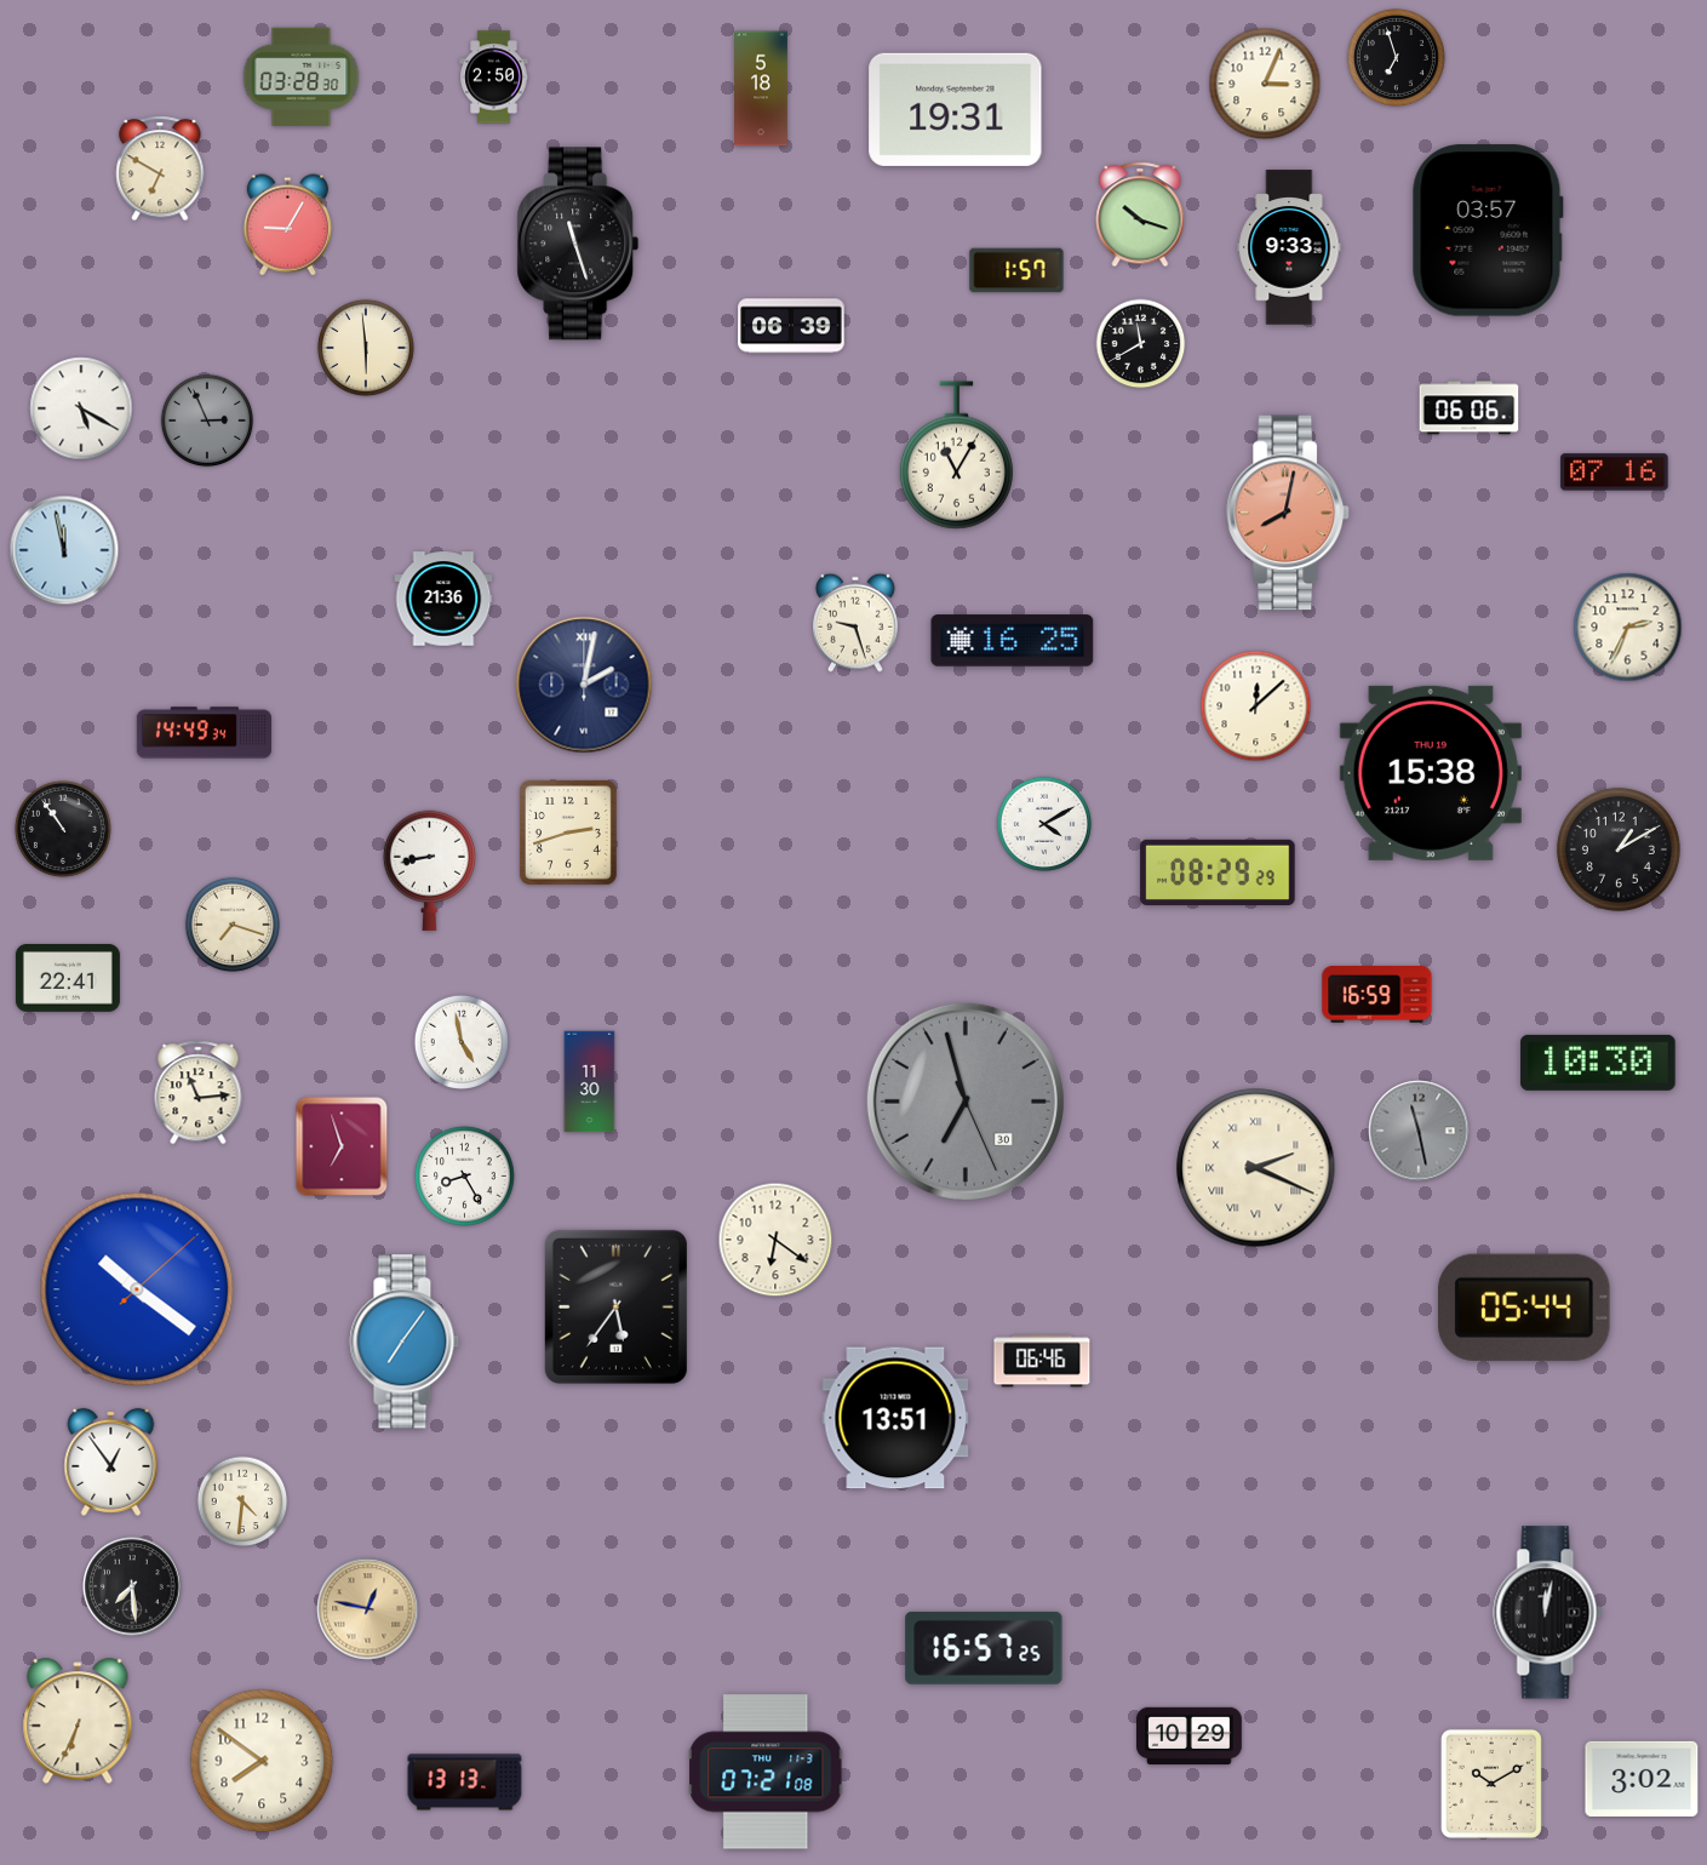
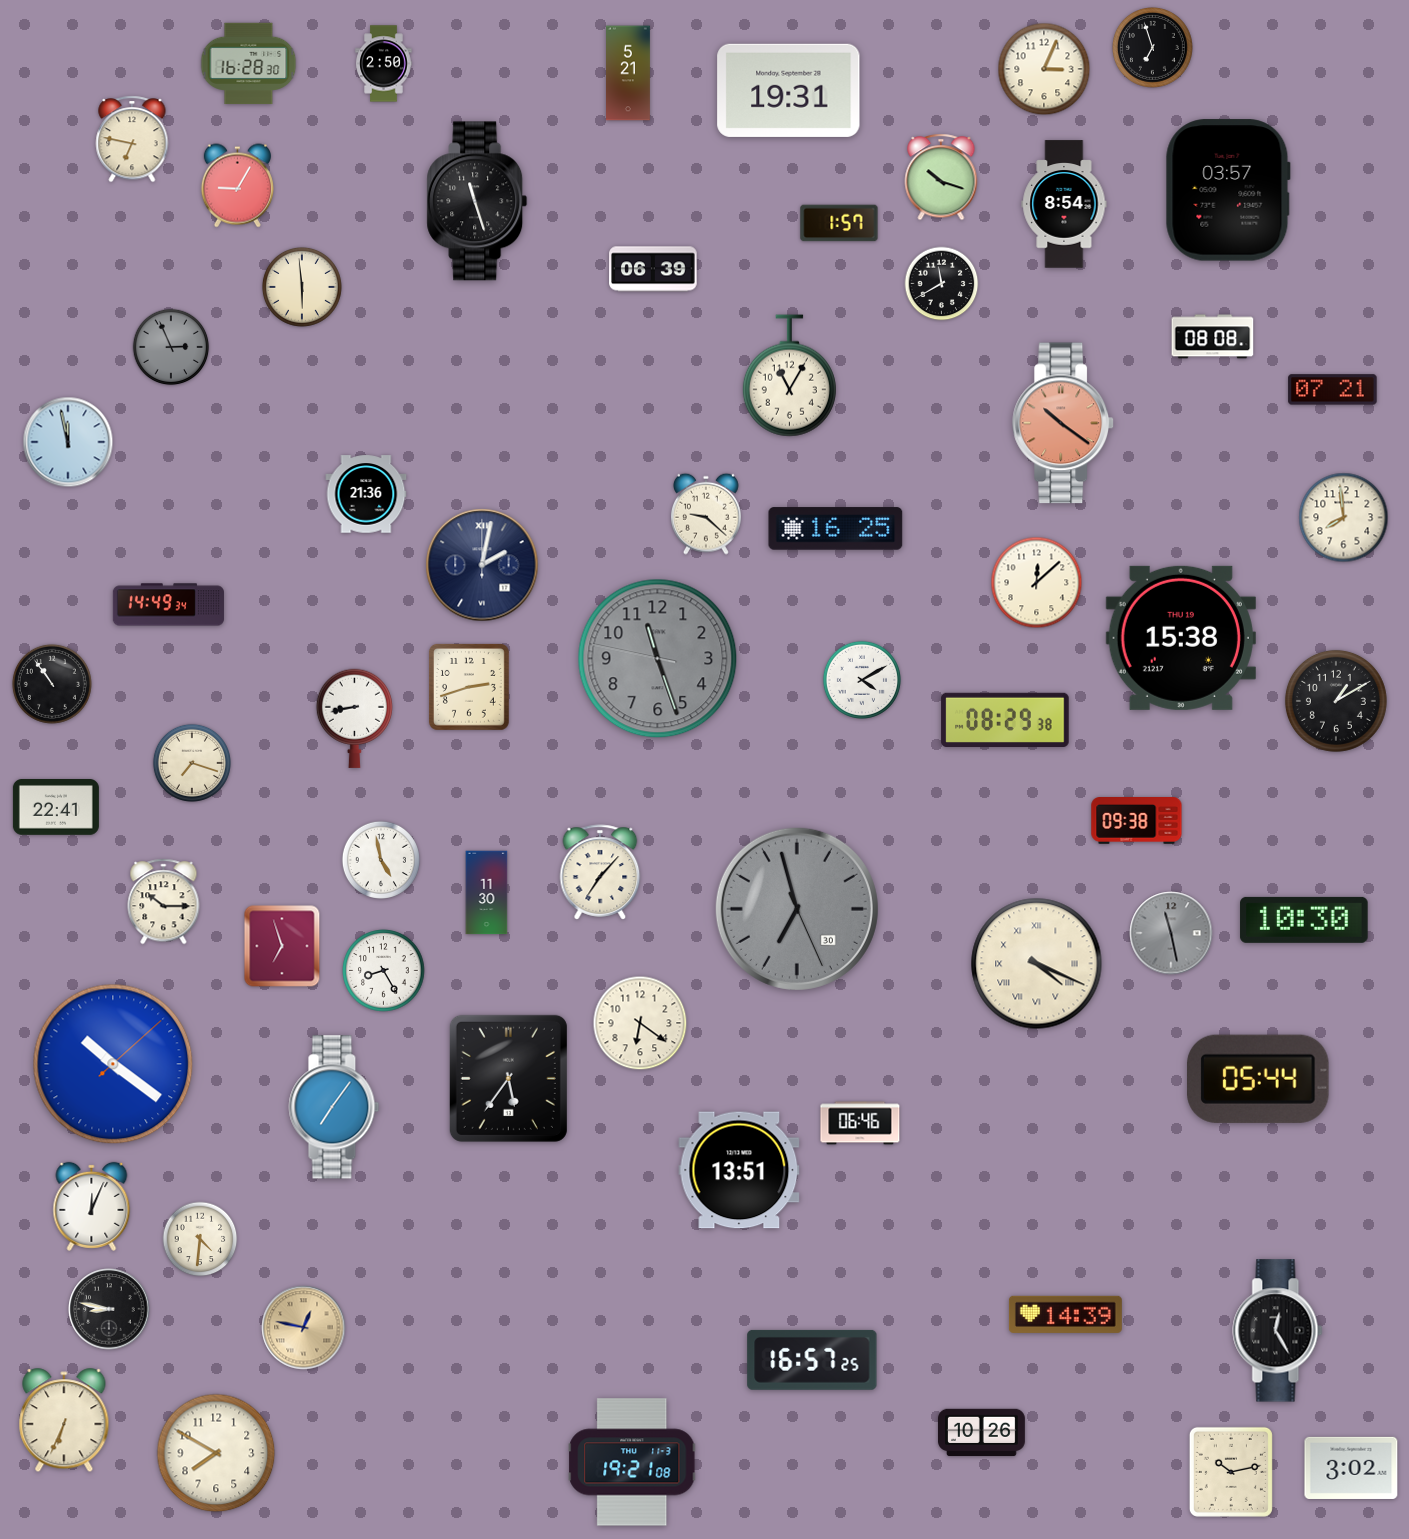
clock at (302, 78): 03:28 -> 16:28
clock at (494, 78) position: (494, 78) -> (384, 64)
clock at (762, 88): 5:18 -> 5:21
clock at (160, 168): 6:50 -> 6:47
clock at (1289, 247): 9:33 -> 8:54
clock at (81, 408): 5:20 -> none
clock at (1470, 408): 06:06 -> 08:08
clock at (1615, 473): 07:16 -> 07:21
clock at (1289, 513): 8:02 -> 10:21
clock at (64, 550) position: (64, 550) -> (68, 442)
clock at (857, 623): 9:27 -> 9:22
clock at (1628, 628): 2:34 -> 7:59
clock at (658, 659): none -> 11:26
clock at (1218, 871): 08:29:29 -> 08:29:38
clock at (1377, 995): 16:59 -> 09:38
clock at (600, 872): none -> 7:07
clock at (1598, 1063) position: (1598, 1063) -> (1304, 920)
clock at (199, 1093): 11:14 -> 10:15
clock at (1256, 1168): 2:19 -> 4:19
clock at (111, 1461): 12:54 -> 12:04
clock at (132, 1586): 7:29 -> 8:47
clock at (1065, 1314): none -> 14:39
clock at (1548, 1613): 12:02 -> 12:25
clock at (1190, 1737): 10:29 -> 10:26
clock at (262, 1761): 7:51 -> 7:50
clock at (766, 1772): 07:21 -> 19:21
clock at (1642, 1779) position: (1642, 1779) -> (1351, 1468)
clock at (465, 1783): 13:13 -> none
clock at (1491, 1784): 10:10 -> 10:13
